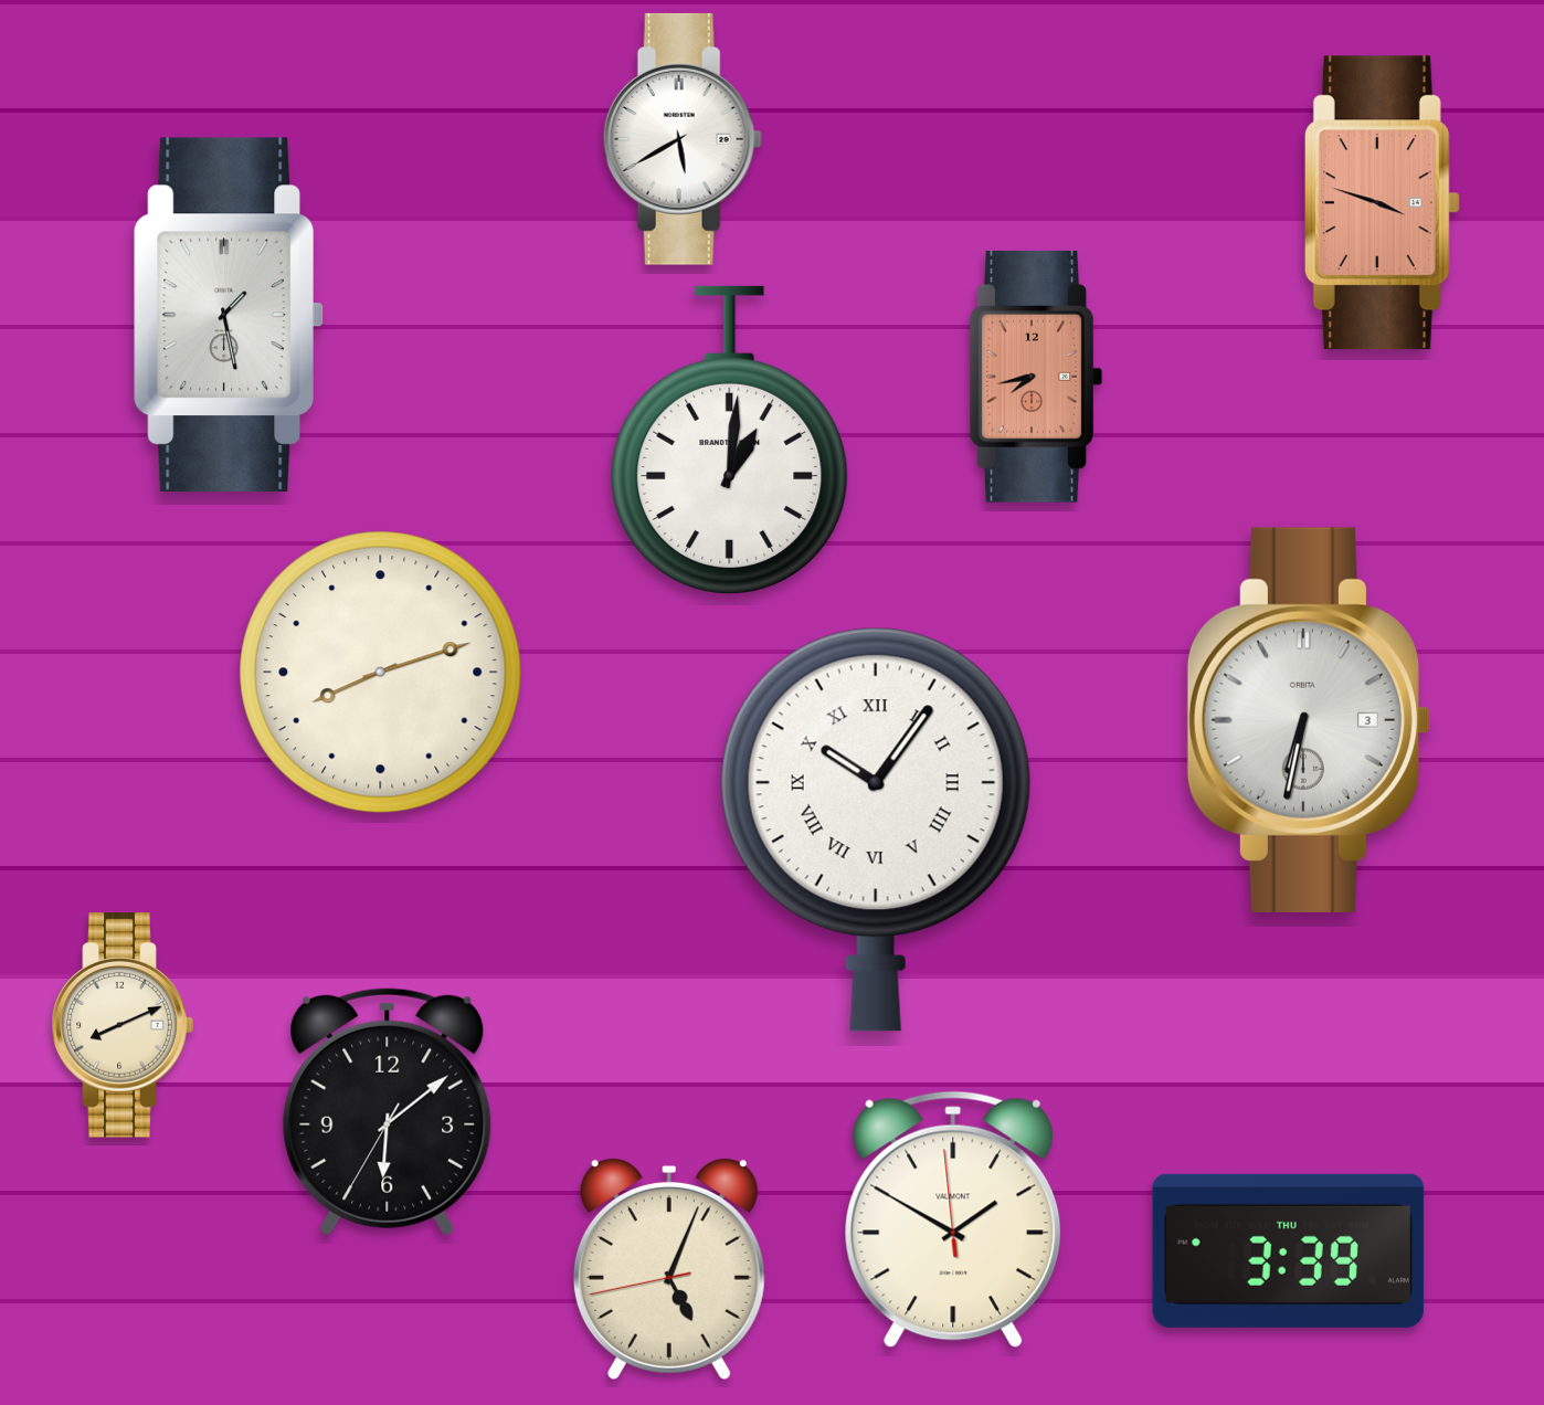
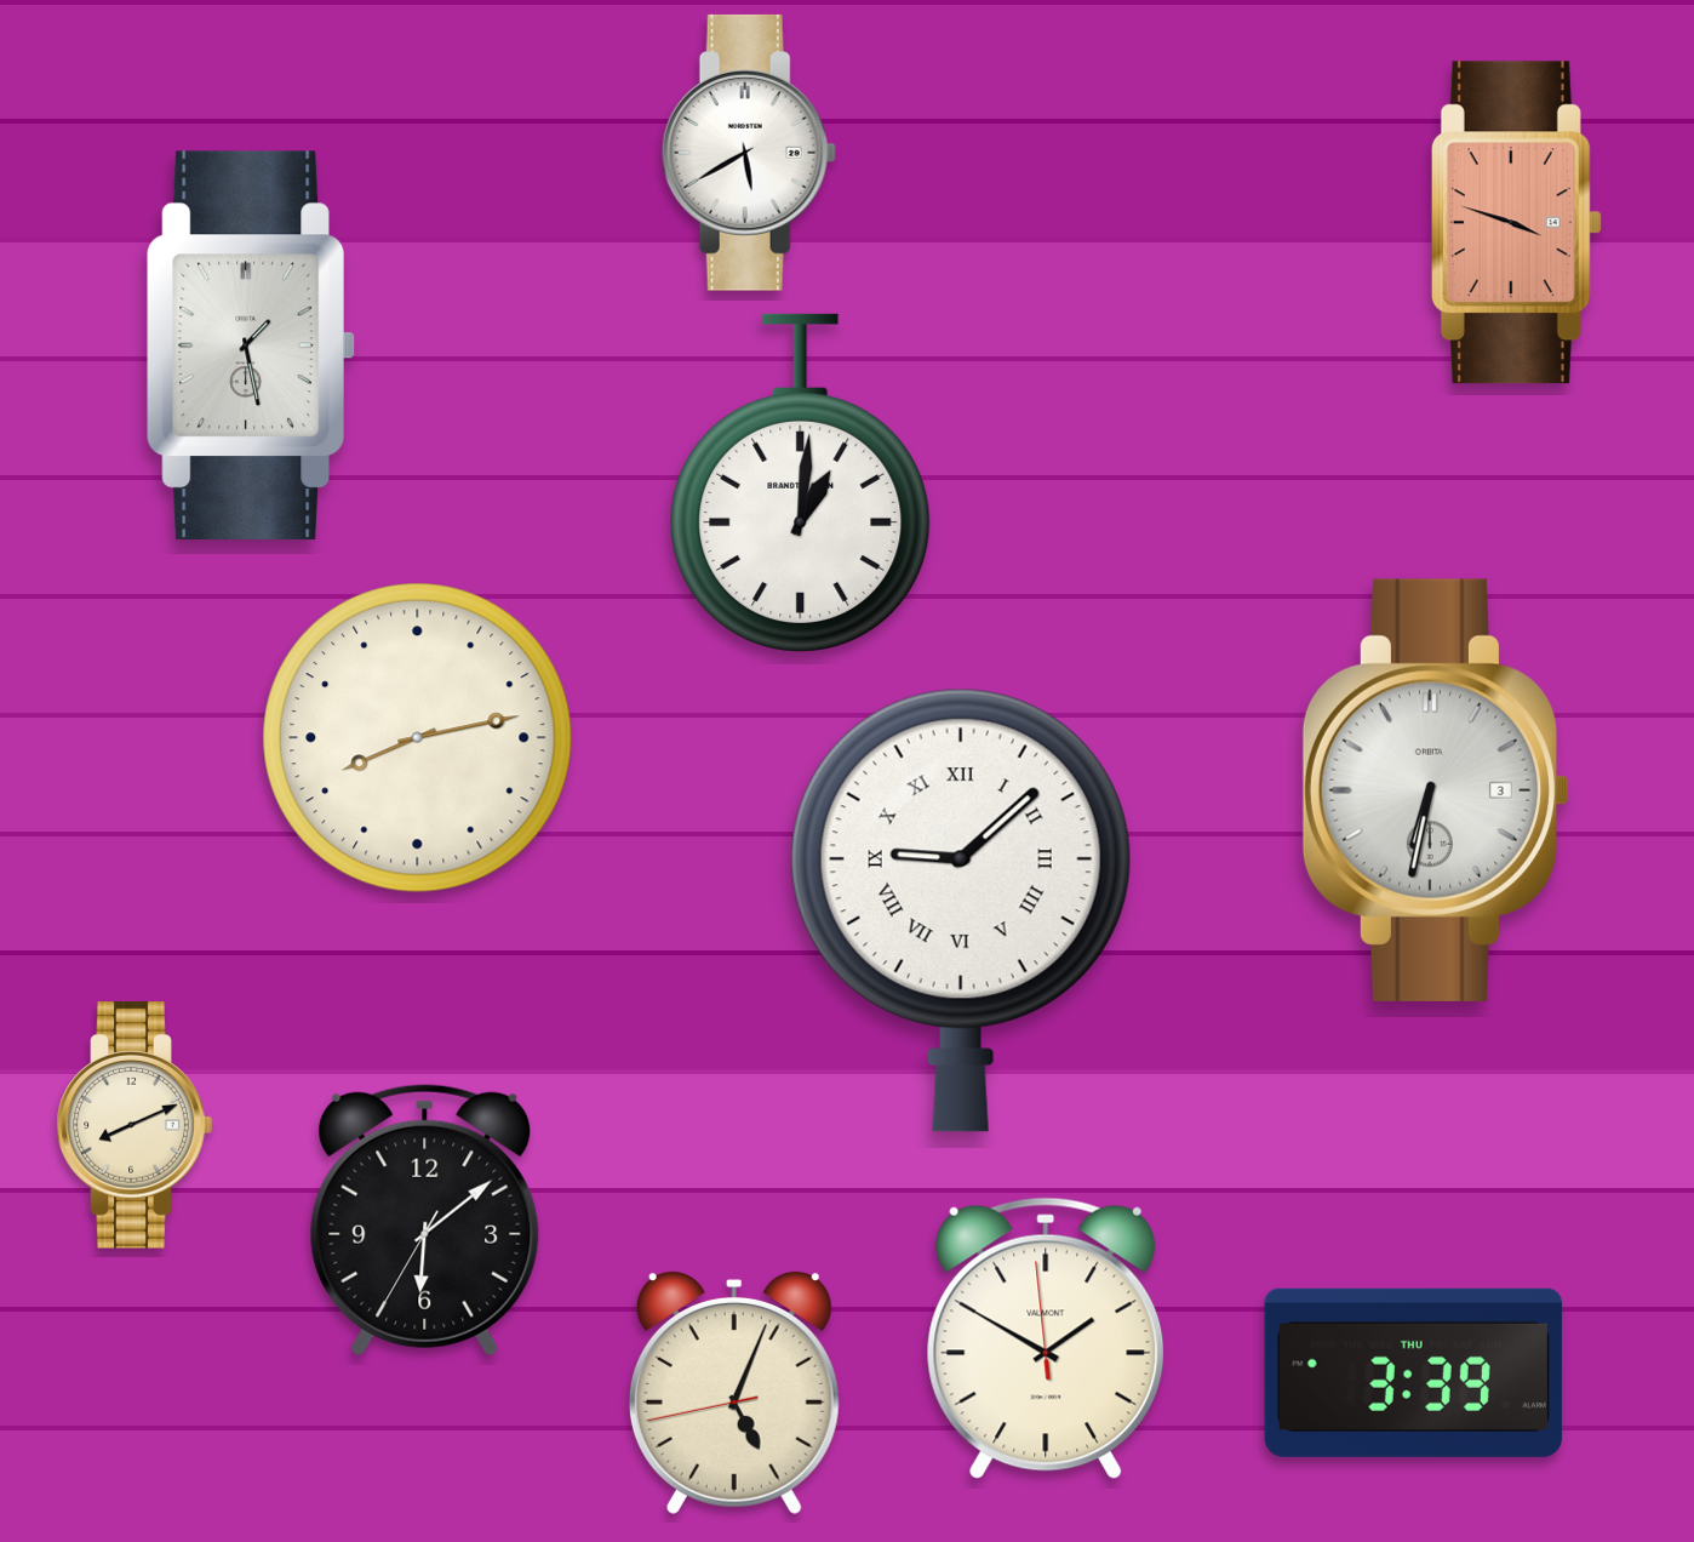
clock at (1036, 377): 7:43 -> none
clock at (381, 673): 8:12 -> 8:13
clock at (876, 830): 10:06 -> 9:08
